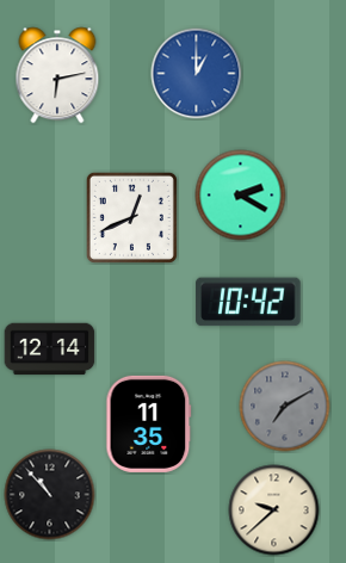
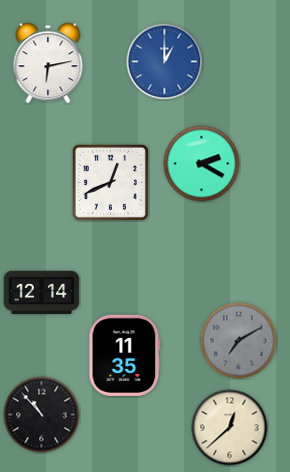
clock at (248, 302): 10:42 -> none
clock at (274, 511): 9:38 -> 12:38
